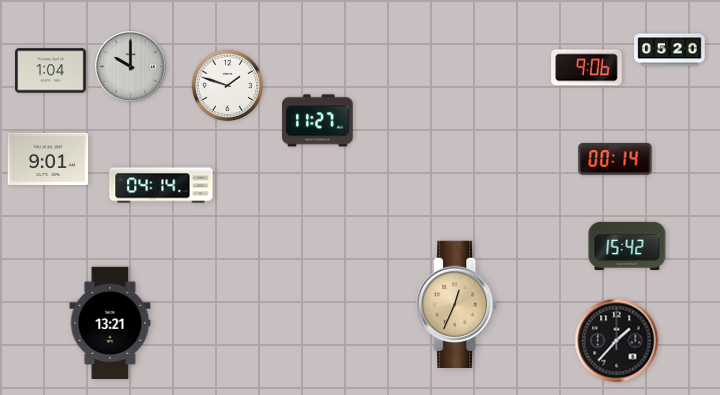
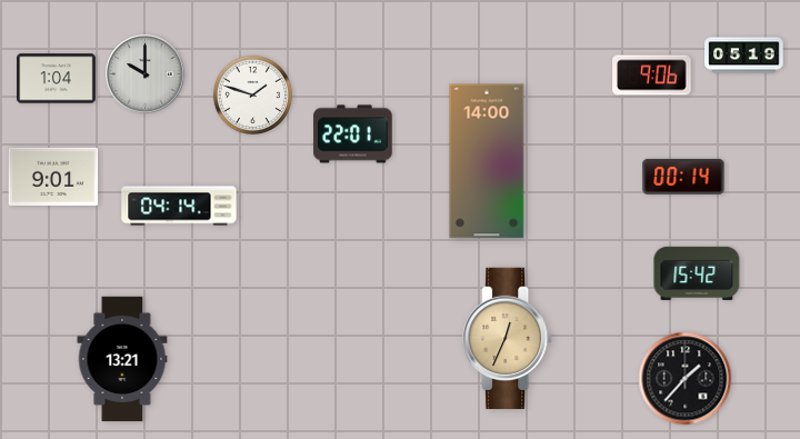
clock at (670, 50): 05:20 -> 05:19
clock at (318, 121): 11:27 -> 22:01
clock at (487, 161): none -> 14:00
